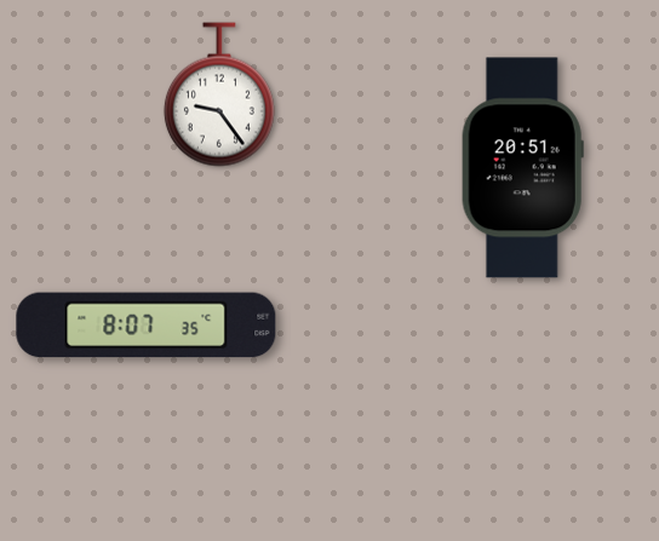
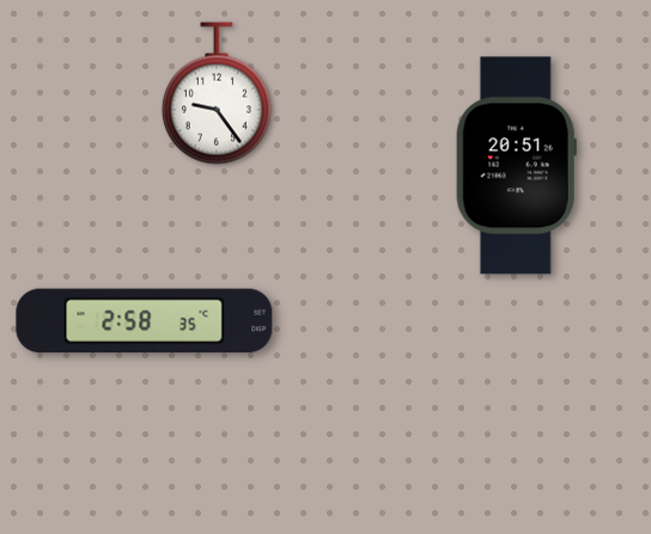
clock at (147, 326): 8:07 -> 2:58
